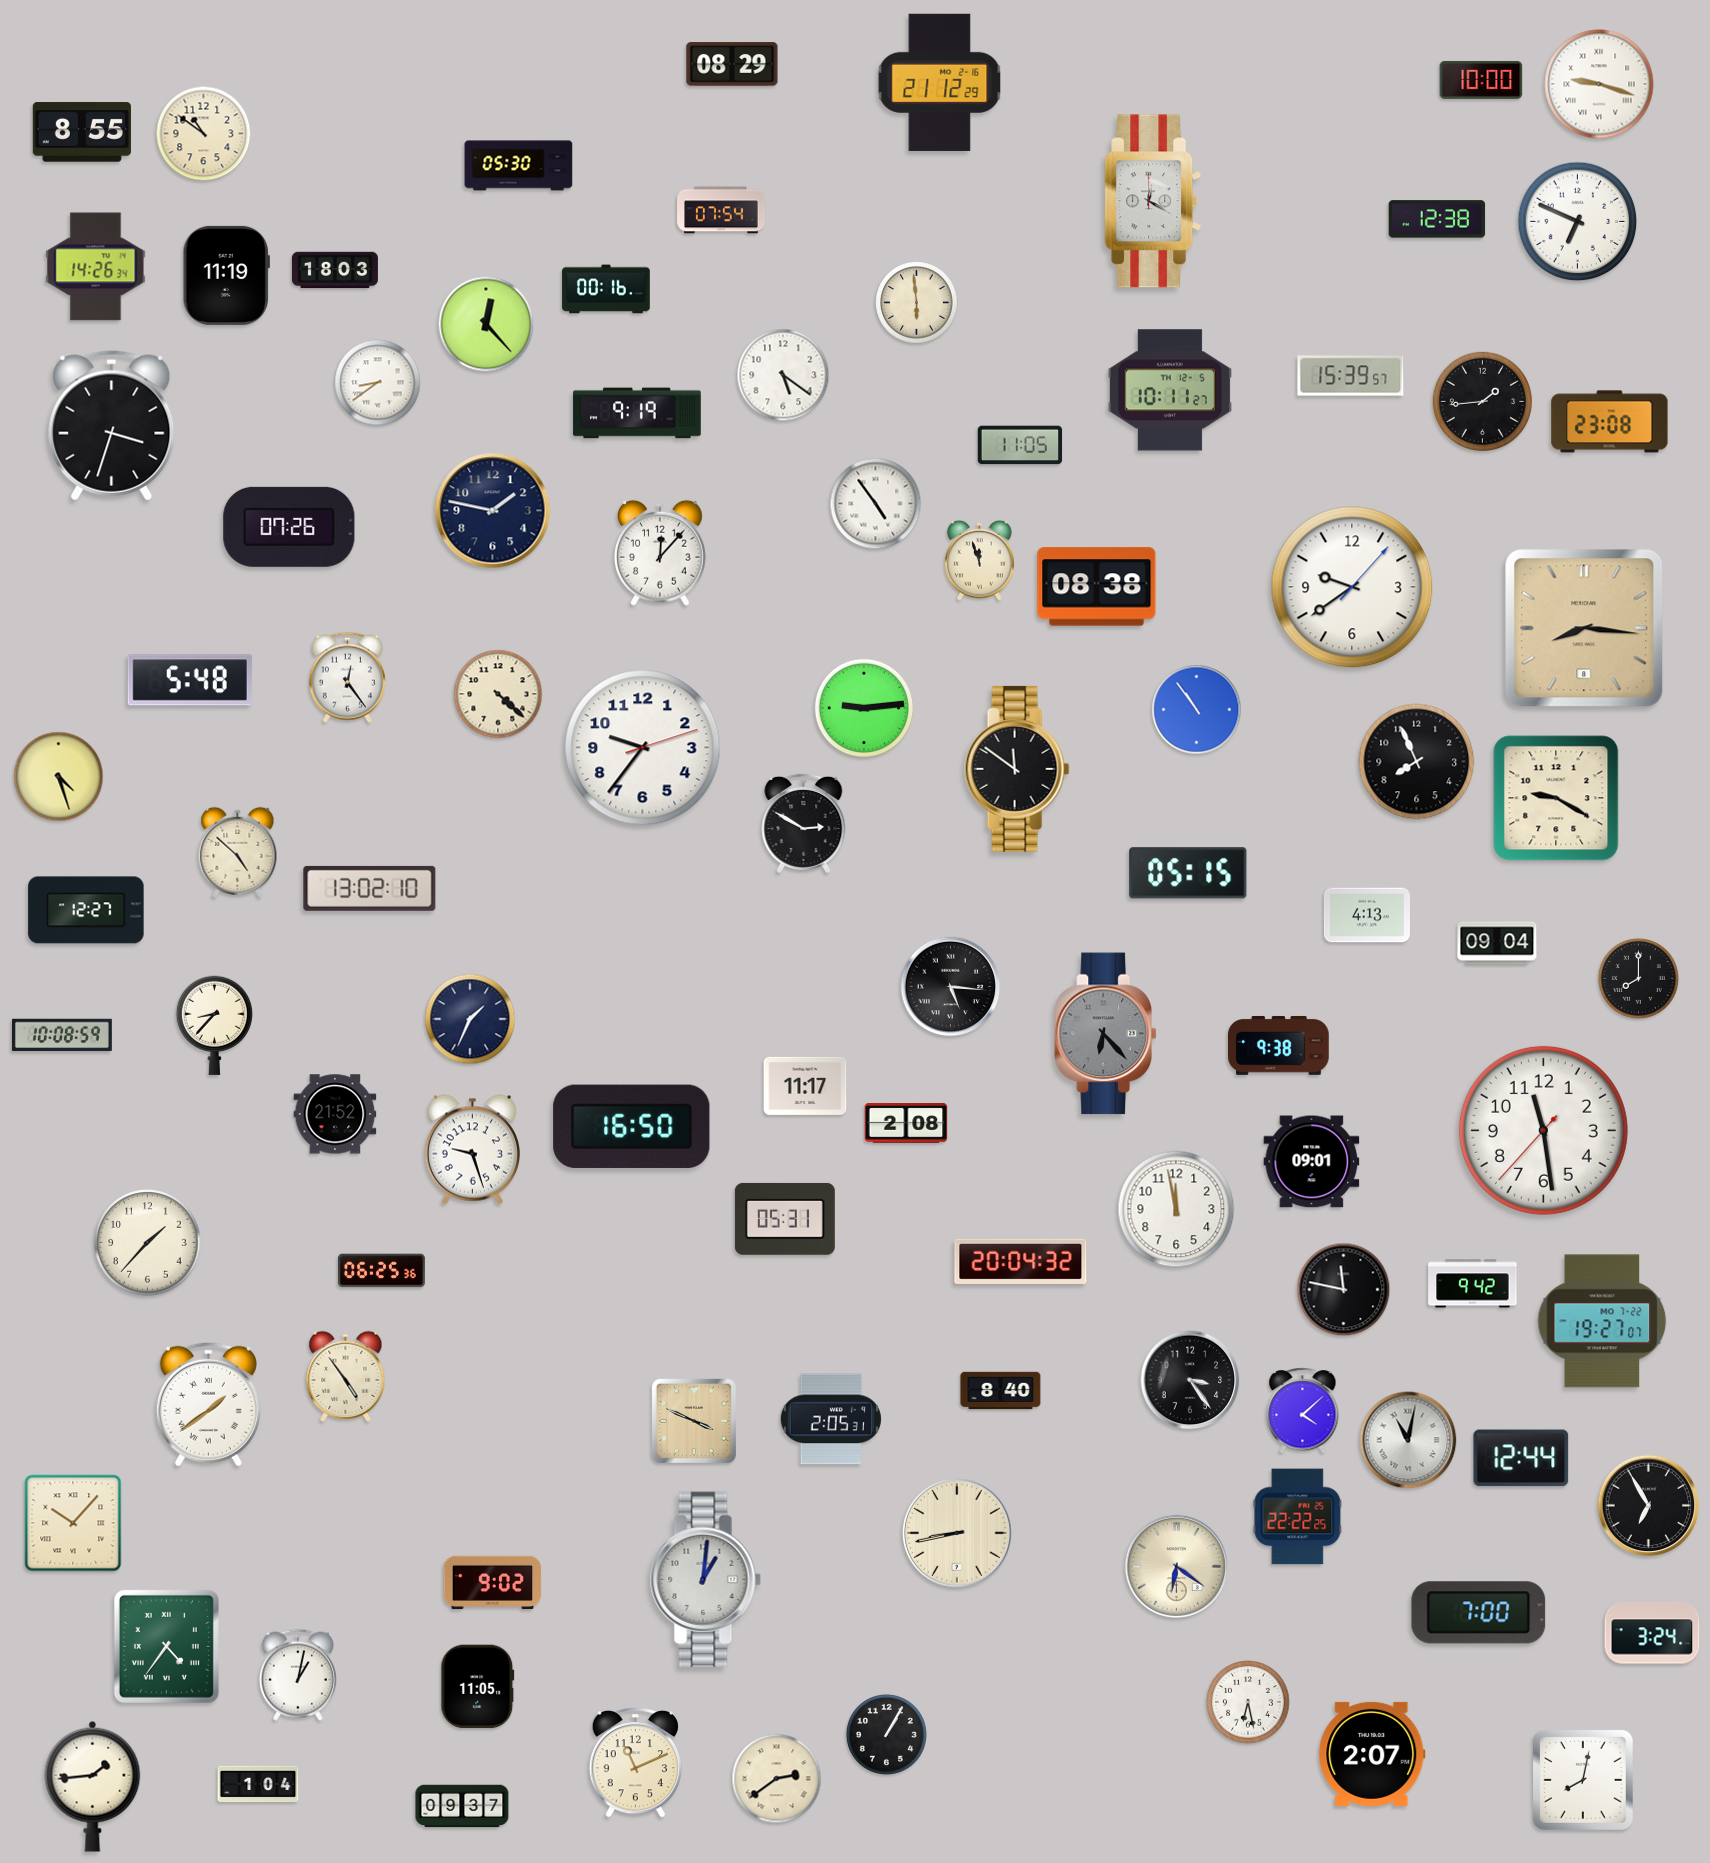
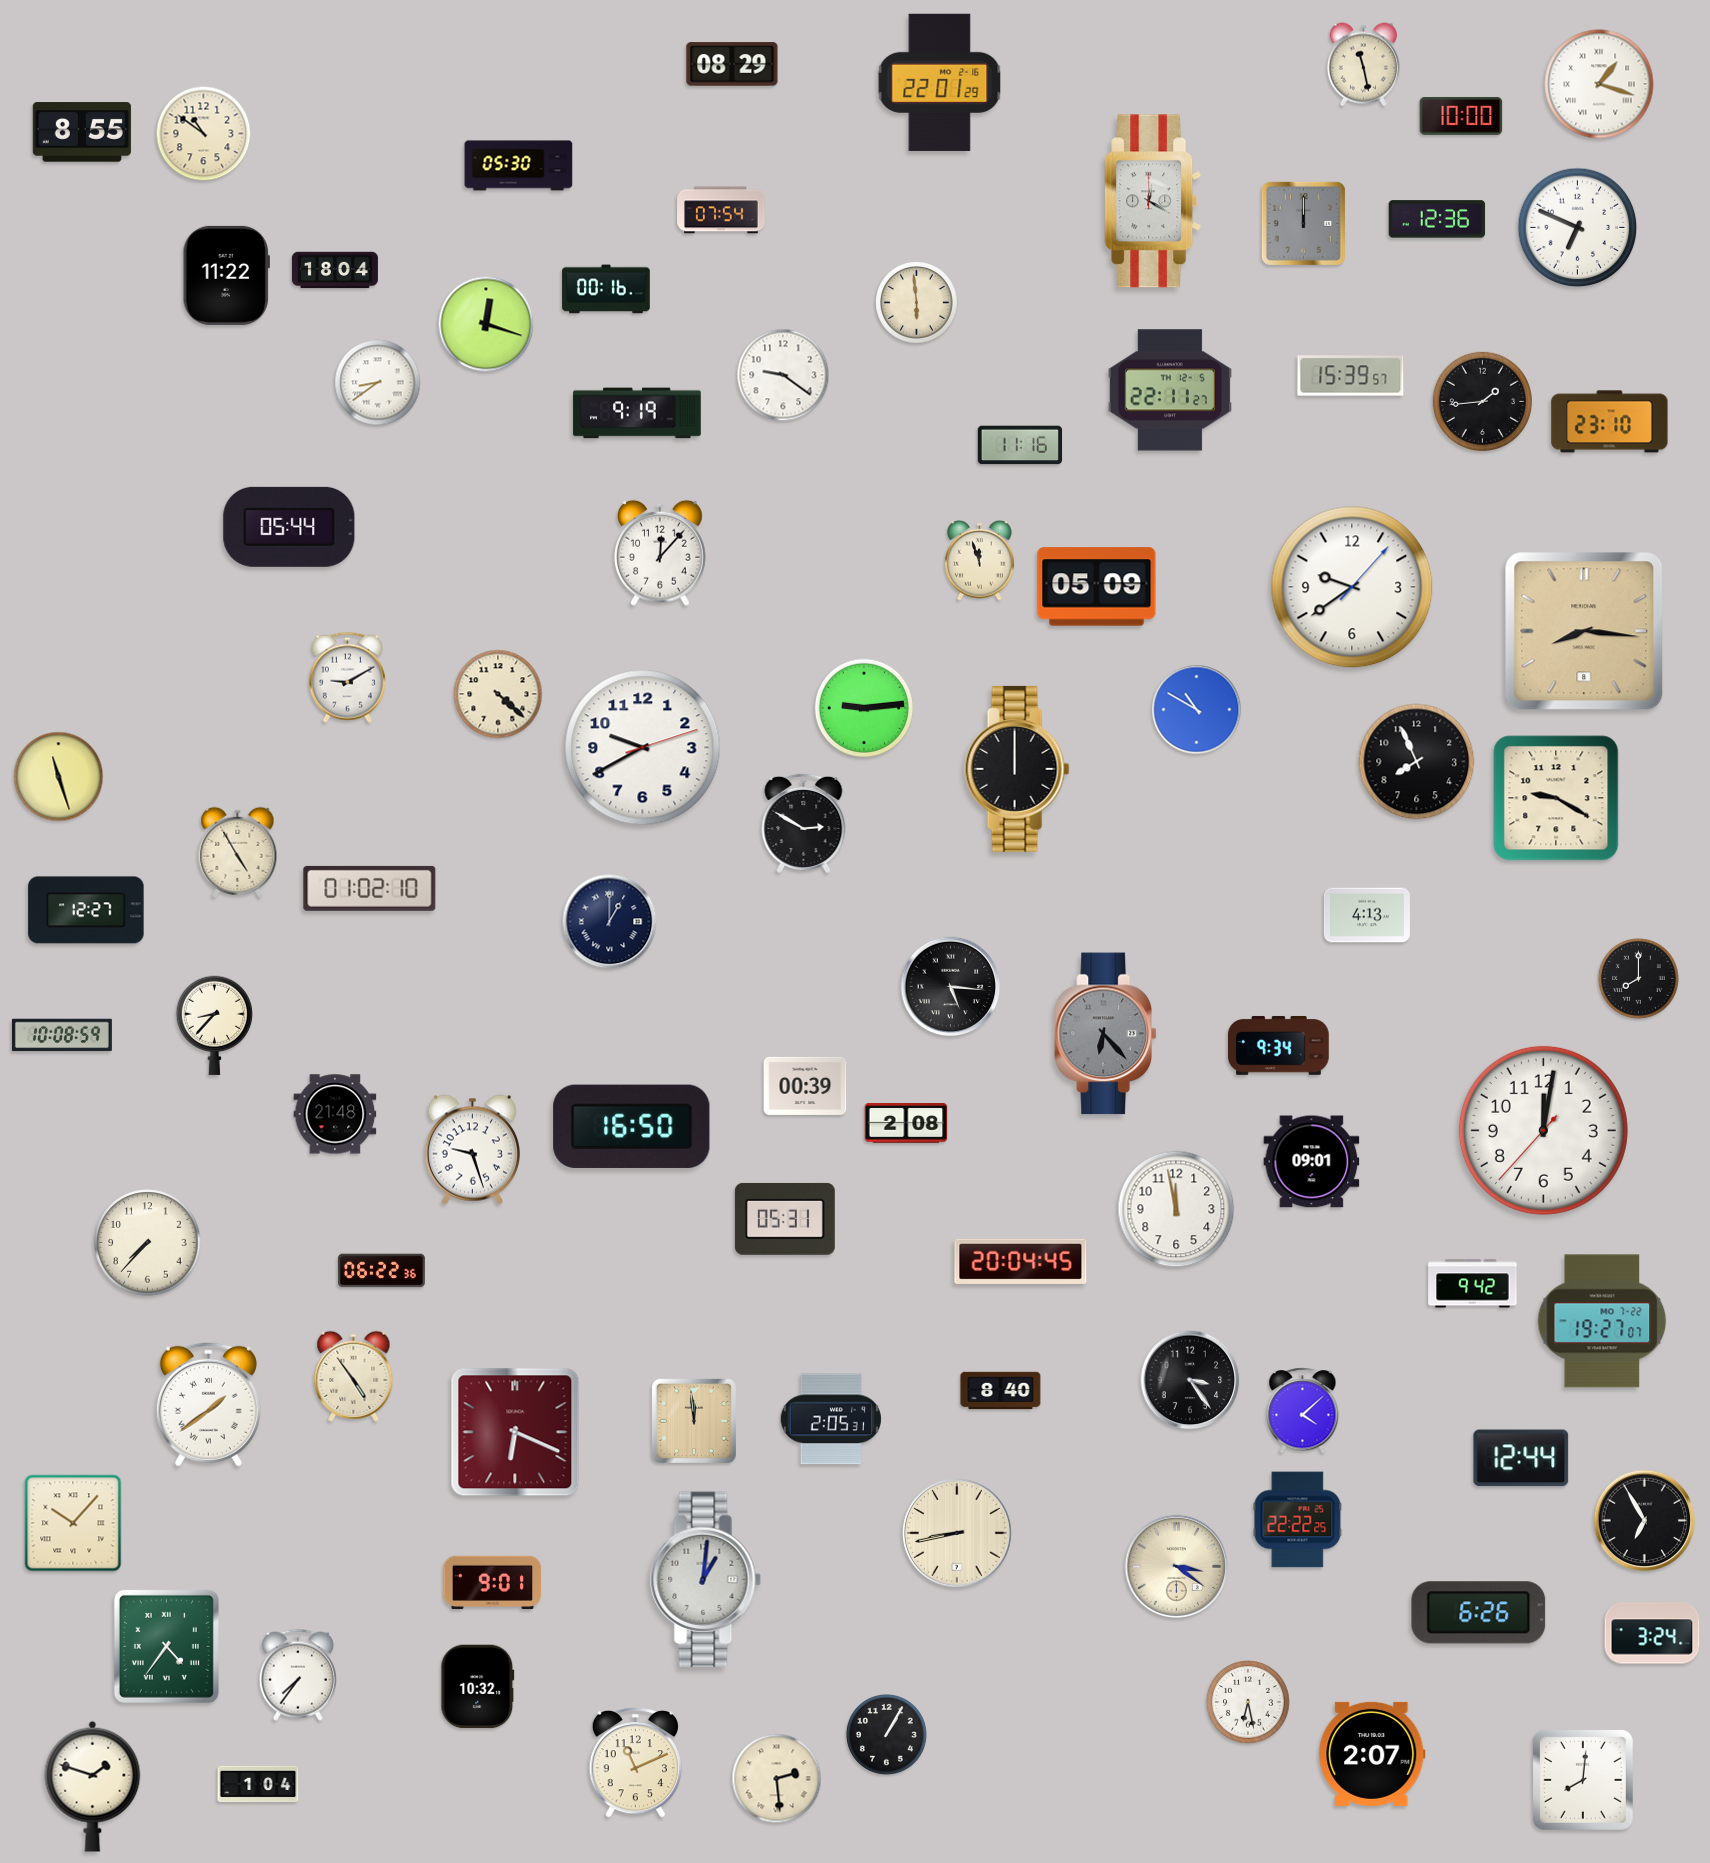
clock at (1363, 65): none -> 11:28
clock at (1481, 80) position: (1481, 80) -> (1461, 116)
clock at (940, 82): 21:12 -> 22:01
clock at (1599, 84): 9:18 -> 1:18
clock at (1437, 219): 12:38 -> 12:36
clock at (1578, 222) position: (1578, 222) -> (1578, 228)
clock at (1303, 223): none -> 12:00
clock at (96, 267): 14:26 -> none
clock at (335, 270): 18:03 -> 18:04
clock at (226, 275): 11:19 -> 11:22
clock at (486, 324): 12:23 -> 12:18
clock at (783, 375): 5:21 -> 9:21
clock at (1170, 390): 10:11 -> 22:11
clock at (1610, 422): 23:08 -> 23:10
clock at (112, 426): 3:33 -> none
clock at (1020, 445): 11:05 -> 11:16
clock at (876, 504): 4:54 -> none
clock at (493, 511): 1:47 -> none
clock at (289, 527): 07:26 -> 05:44
clock at (1097, 587): 08:38 -> 05:09
clock at (1584, 628) position: (1584, 628) -> (1584, 631)
clock at (347, 677): 12:24 -> 9:10
clock at (190, 680): 5:48 -> none
clock at (1197, 710): 10:54 -> 10:50
clock at (643, 748): 9:36 -> 9:40
clock at (1017, 769): 11:51 -> 12:00
clock at (59, 777): 4:27 -> 11:27
clock at (238, 852): 4:52 -> 4:55
clock at (1188, 873): 05:15 -> none
clock at (370, 888): 13:02 -> 01:02
clock at (610, 922): none -> 1:00
clock at (1497, 943): 09:04 -> none
clock at (470, 1019): 1:34 -> none
clock at (1279, 1045): 9:38 -> 9:34
clock at (805, 1086): 11:17 -> 00:39
clock at (335, 1114): 21:52 -> 21:48
clock at (1543, 1130): 11:28 -> 12:01
clock at (148, 1243): 1:37 -> 7:37
clock at (1021, 1261): 20:04:32 -> 20:04:45
clock at (382, 1271): 06:25 -> 06:22
clock at (1344, 1290): 11:47 -> none
clock at (346, 1376) position: (346, 1376) -> (354, 1376)
clock at (694, 1421): 3:49 -> 11:59
clock at (515, 1432): none -> 6:19
clock at (1408, 1440): 11:02 -> none
clock at (1649, 1506) position: (1649, 1506) -> (1645, 1521)
clock at (1298, 1517) position: (1298, 1517) -> (1298, 1520)
clock at (1176, 1566): 6:21 -> 3:21
clock at (493, 1583): 9:02 -> 9:01
clock at (1479, 1613): 7:00 -> 6:26
clock at (298, 1675): 1:02 -> 7:36
clock at (478, 1687): 11:05 -> 10:32
clock at (777, 1779): 2:39 -> 2:29
clock at (1583, 1780): 8:02 -> 8:01
clock at (93, 1786): 1:44 -> 1:48
clock at (462, 1806): 09:37 -> none
